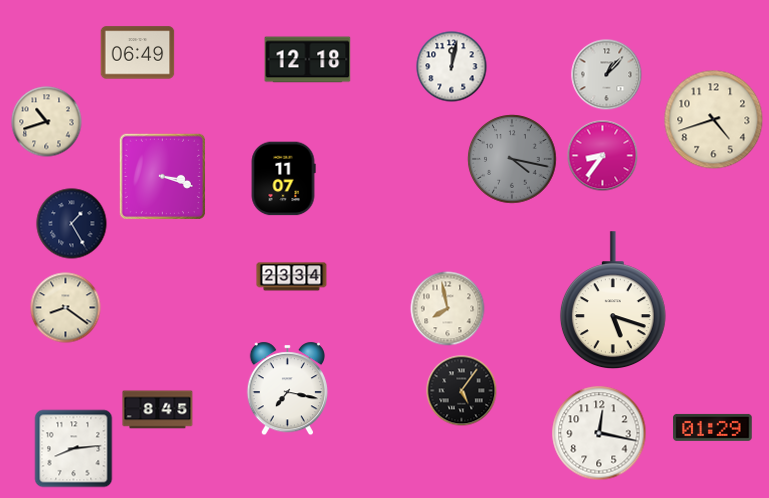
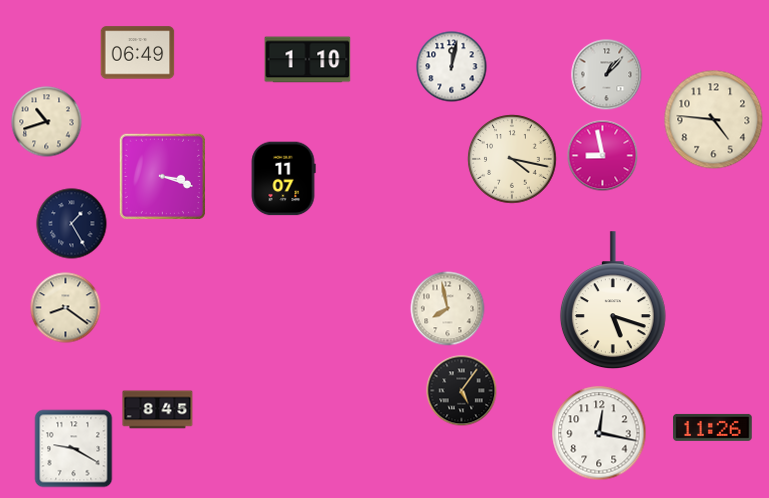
clock at (308, 60): 12:18 -> 1:10
clock at (714, 120): 4:42 -> 4:46
clock at (603, 156): 8:36 -> 8:58
clock at (512, 159) dial: grey -> cream
clock at (292, 277): 23:34 -> none
clock at (287, 389): 7:17 -> none
clock at (713, 427): 01:29 -> 11:26
clock at (74, 449): 8:14 -> 9:20
